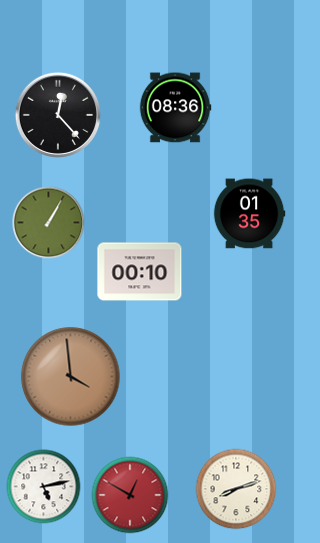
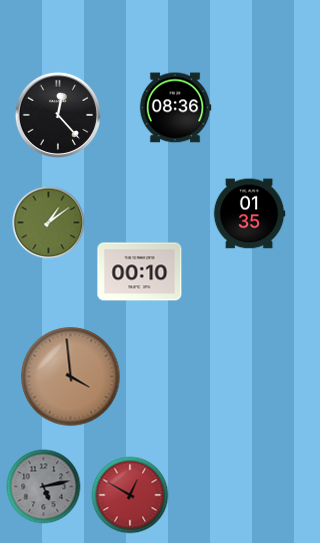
clock at (49, 223): 1:05 -> 1:09
clock at (44, 487) dial: white -> grey
clock at (236, 489): 8:12 -> none
